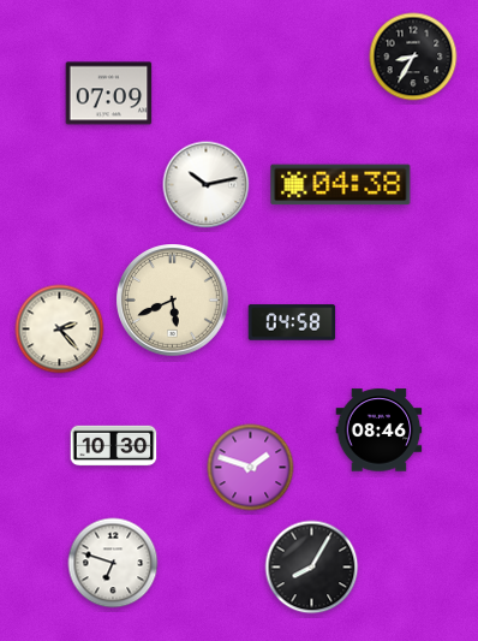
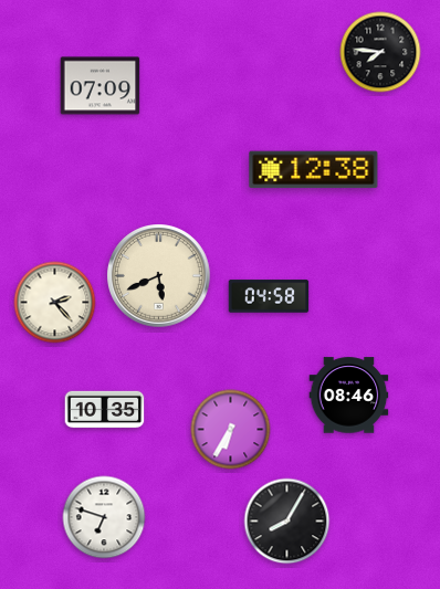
clock at (413, 57): 8:35 -> 7:46
clock at (207, 185): 10:13 -> none
clock at (341, 185): 04:38 -> 12:38
clock at (114, 446): 10:30 -> 10:35
clock at (251, 468): 1:48 -> 6:35
